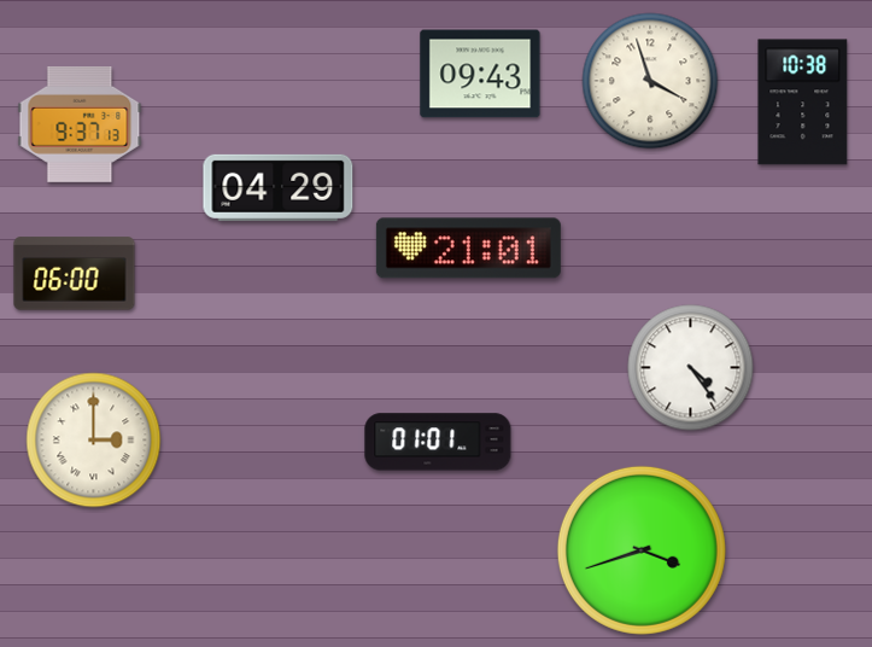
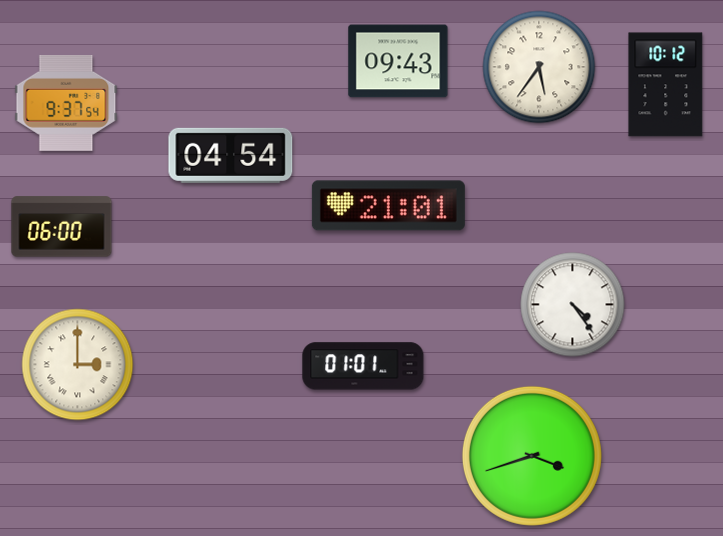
clock at (650, 81): 3:57 -> 5:36
clock at (803, 103): 10:38 -> 10:12
clock at (80, 124): 9:37:13 -> 9:37:54
clock at (279, 187): 04:29 -> 04:54
